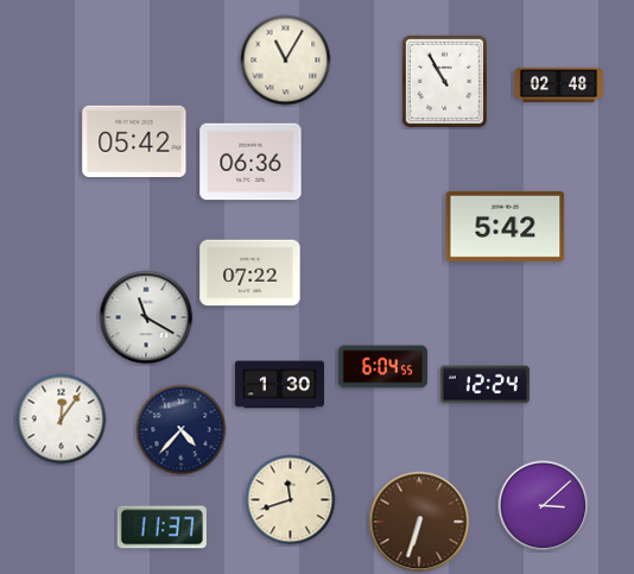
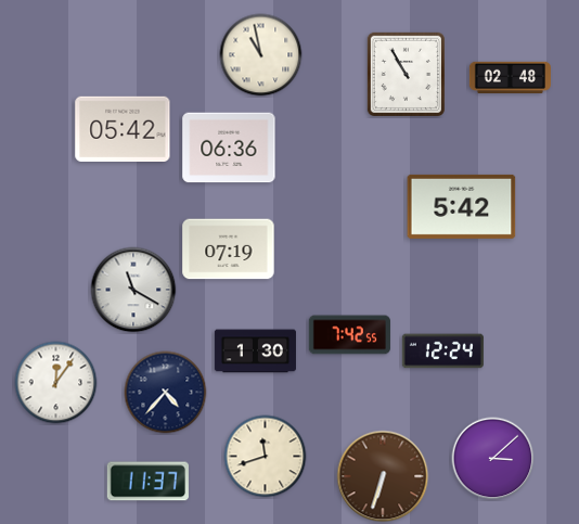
clock at (286, 61): 11:05 -> 10:58
clock at (251, 273): 07:22 -> 07:19
clock at (382, 367): 6:04 -> 7:42
clock at (544, 506) position: (544, 506) -> (493, 459)
